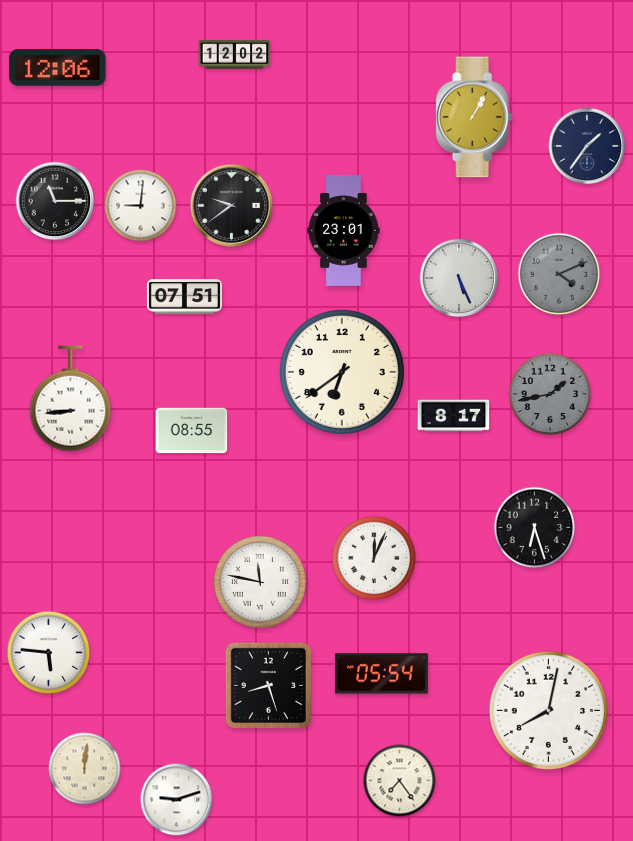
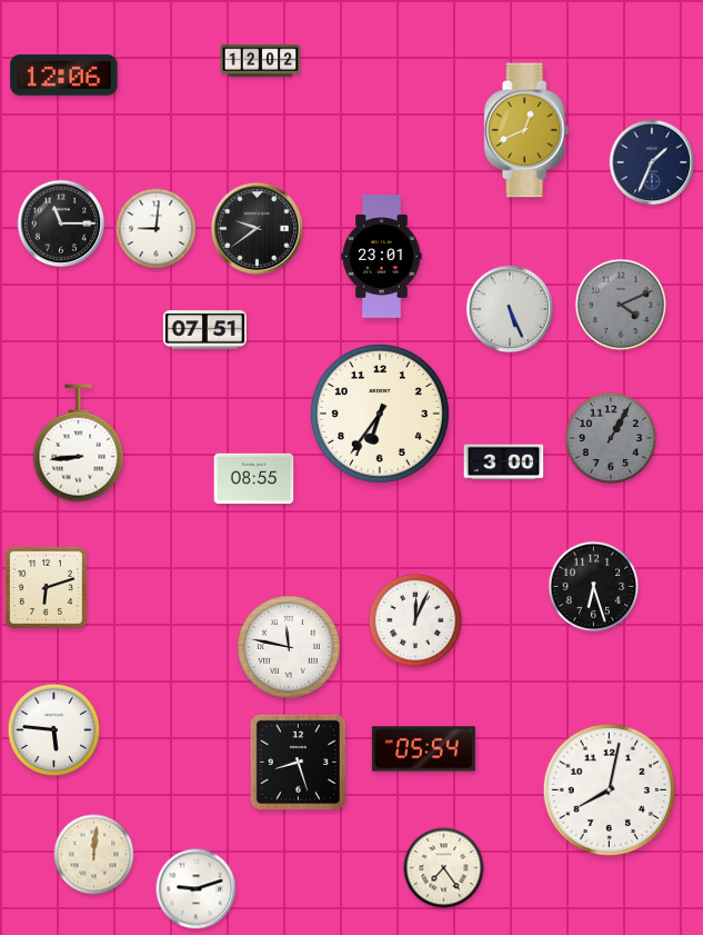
clock at (474, 117): 1:05 -> 12:41
clock at (587, 146): 1:36 -> 1:34
clock at (342, 372): 6:39 -> 6:36
clock at (550, 394): 1:43 -> 1:05
clock at (454, 416): 8:17 -> 3:00
clock at (192, 431) position: (192, 431) -> (254, 479)
clock at (46, 587): none -> 6:12
clock at (49, 653) position: (49, 653) -> (54, 730)
